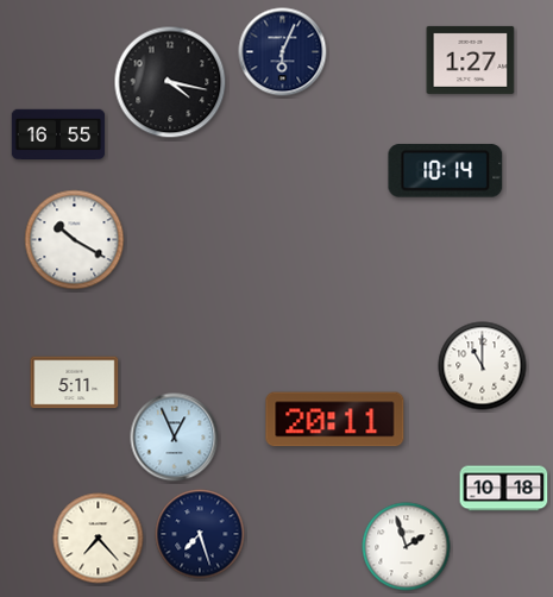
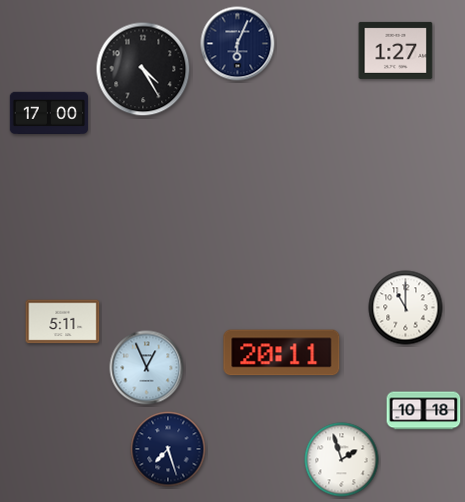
clock at (170, 82): 4:17 -> 4:25
clock at (58, 133): 16:55 -> 17:00
clock at (446, 171): 10:14 -> none
clock at (75, 240): 10:20 -> none
clock at (99, 539): 7:23 -> none
